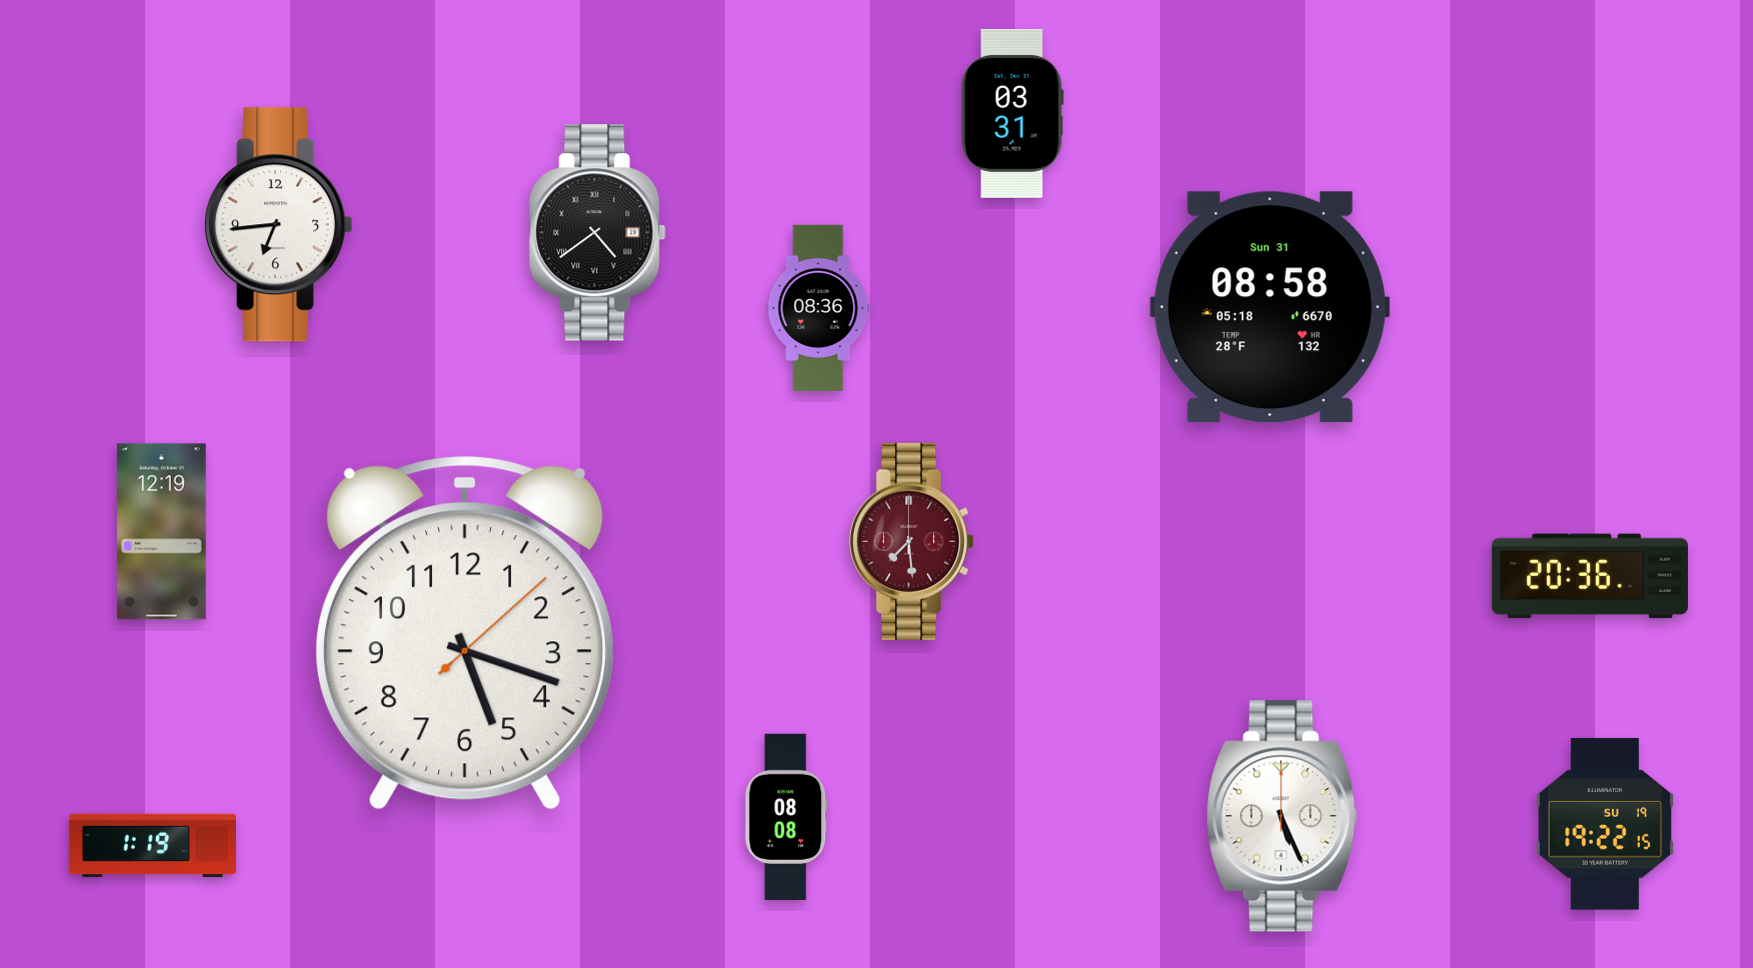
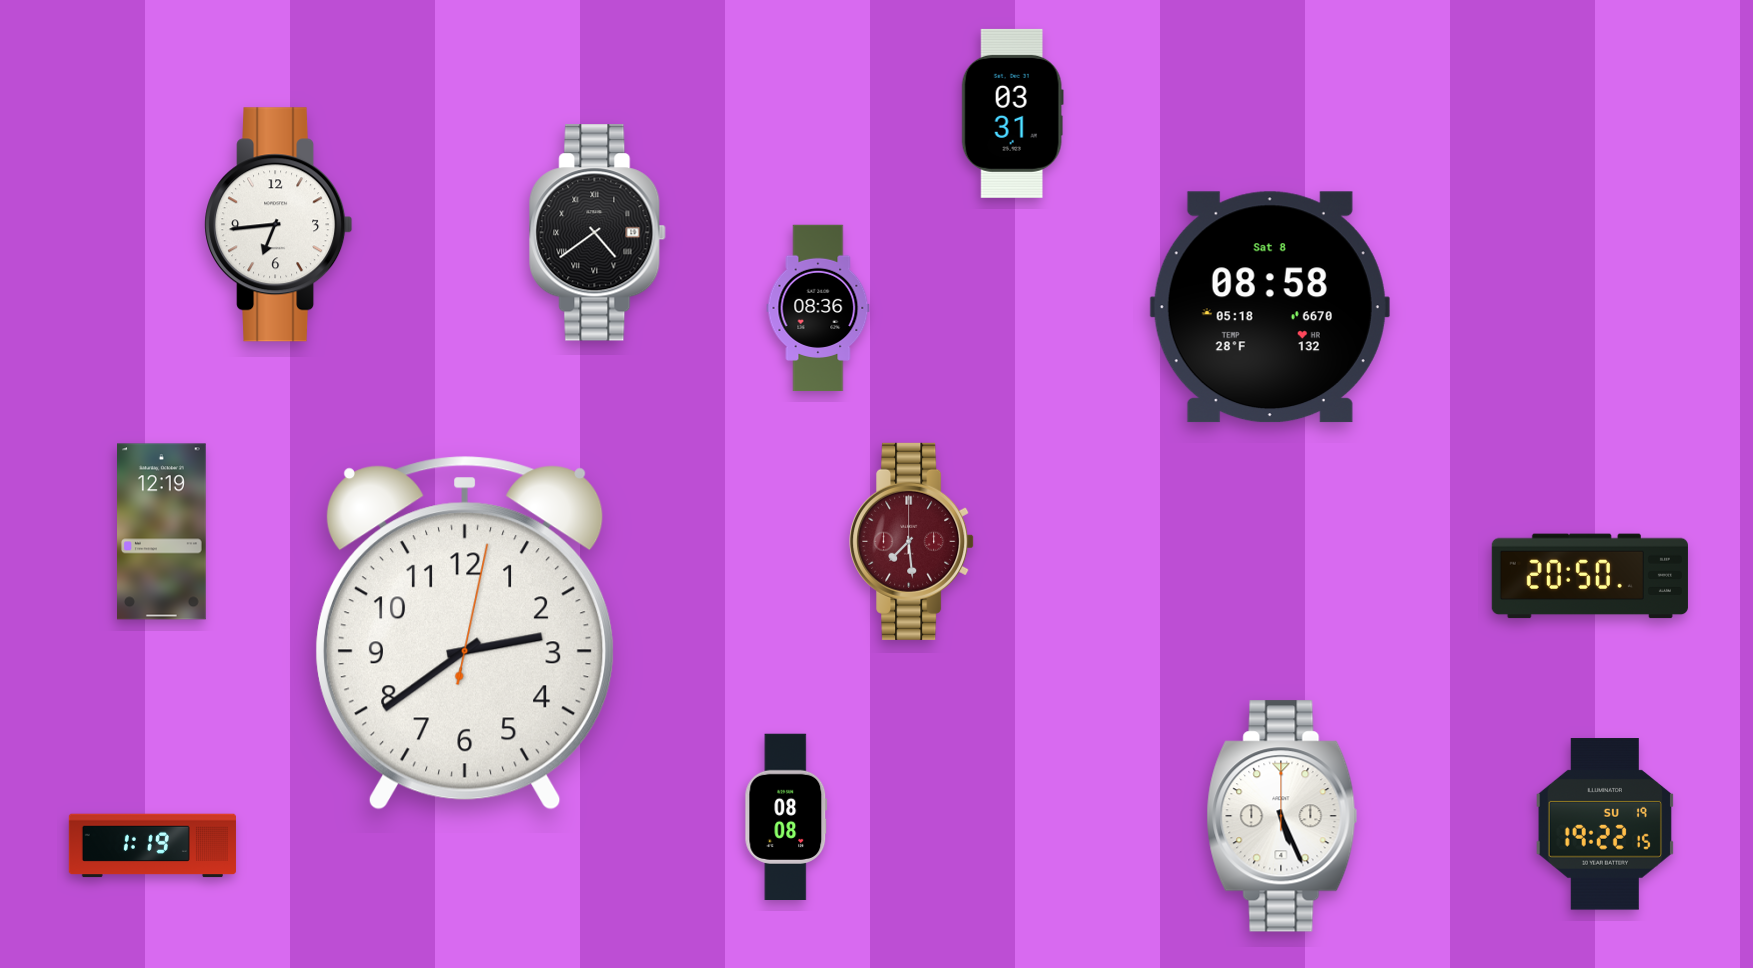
clock at (1270, 307) date: Sun 31 -> Sat 8
clock at (1590, 576): 20:36 -> 20:50
clock at (465, 633): 5:18 -> 2:39
